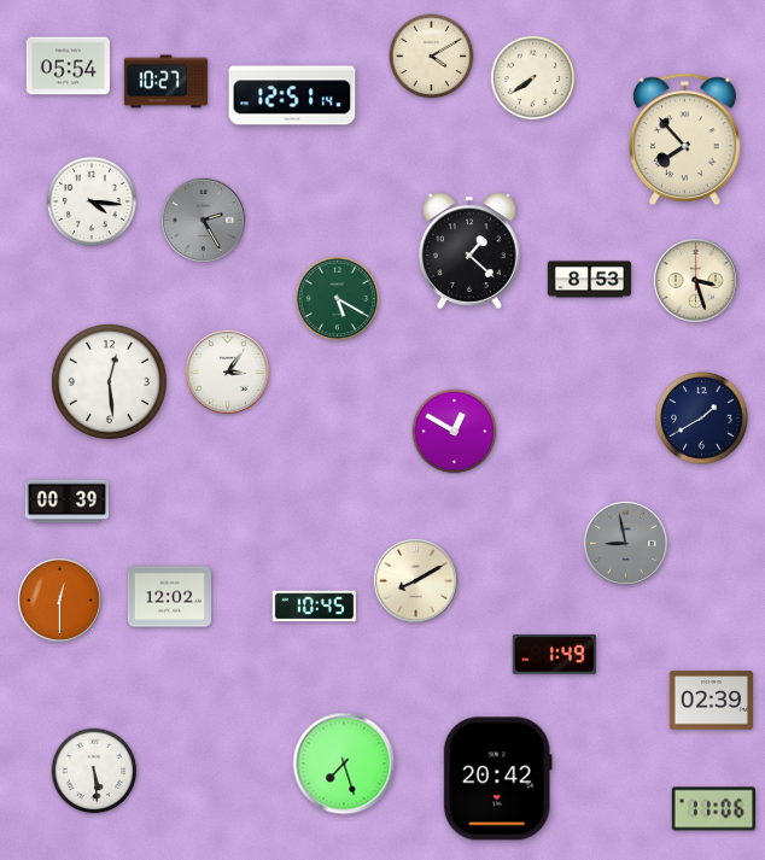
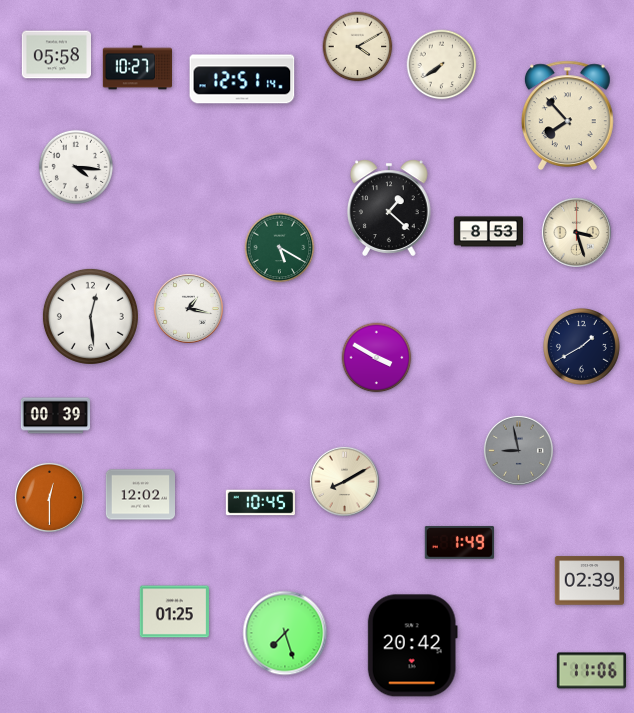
clock at (68, 66): 05:54 -> 05:58
clock at (203, 220): 2:25 -> none
clock at (227, 372): 3:06 -> 1:17
clock at (455, 432): 12:50 -> 3:50
clock at (174, 612): none -> 01:25
clock at (94, 771): 5:29 -> none
